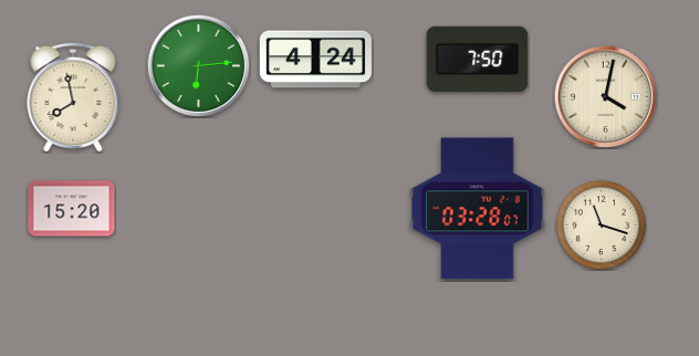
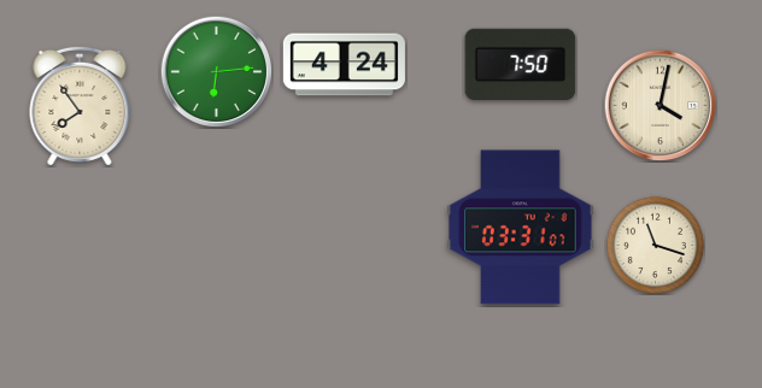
clock at (73, 97): 7:58 -> 7:54
clock at (72, 209): 15:20 -> none
clock at (478, 209): 03:28 -> 03:31
